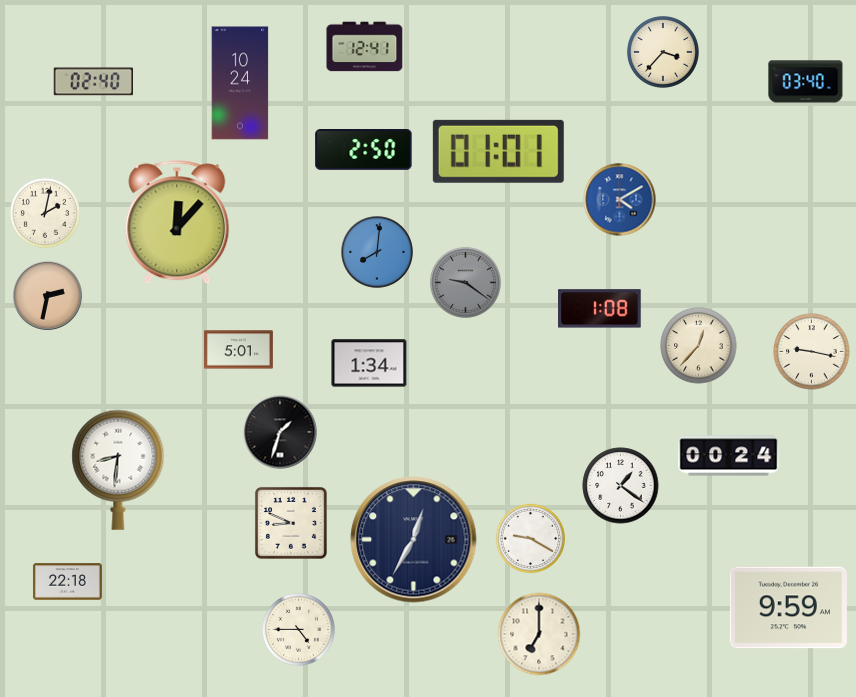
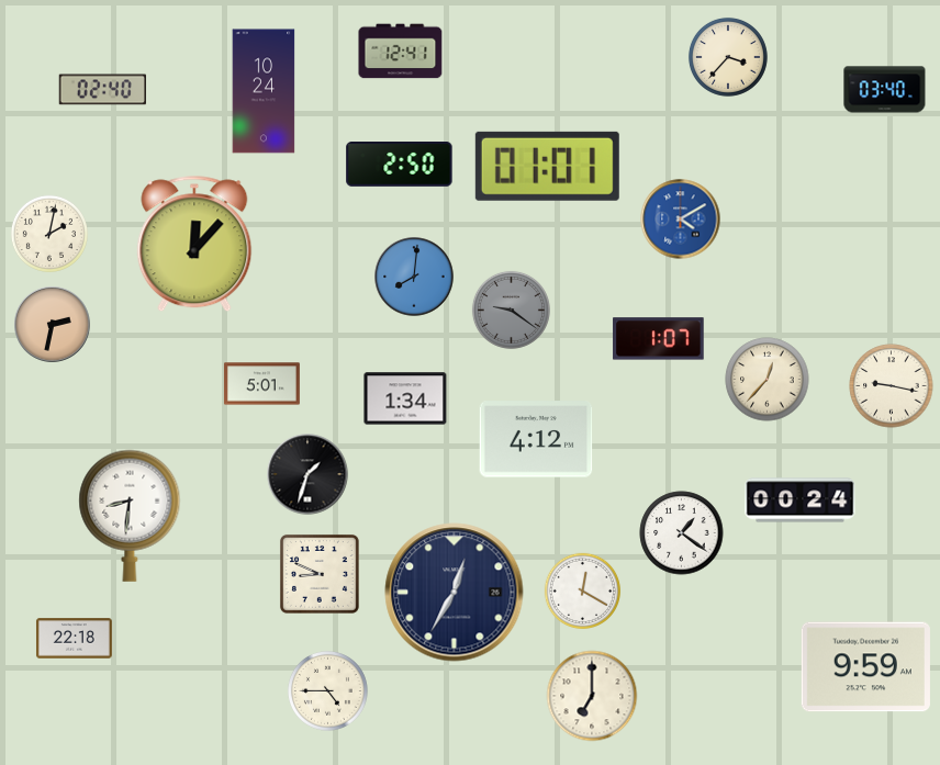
clock at (600, 309): 1:08 -> 1:07
clock at (536, 439): none -> 4:12
clock at (531, 539): 9:20 -> 12:20
